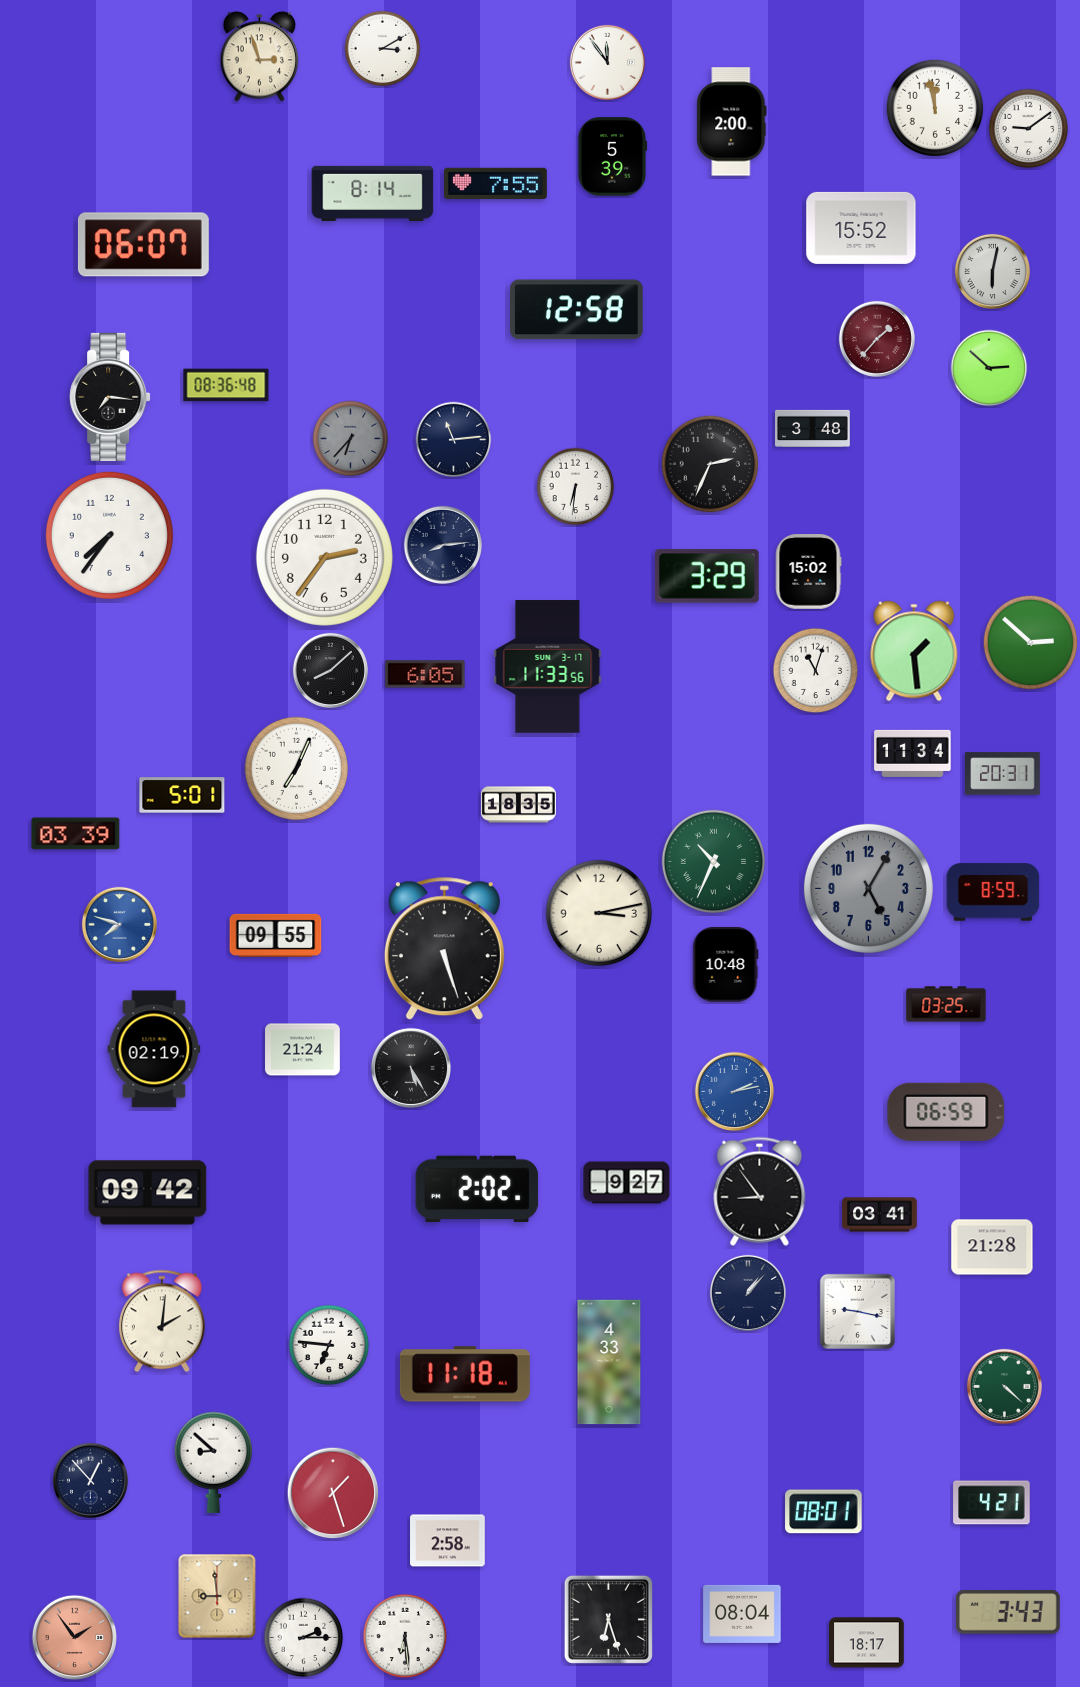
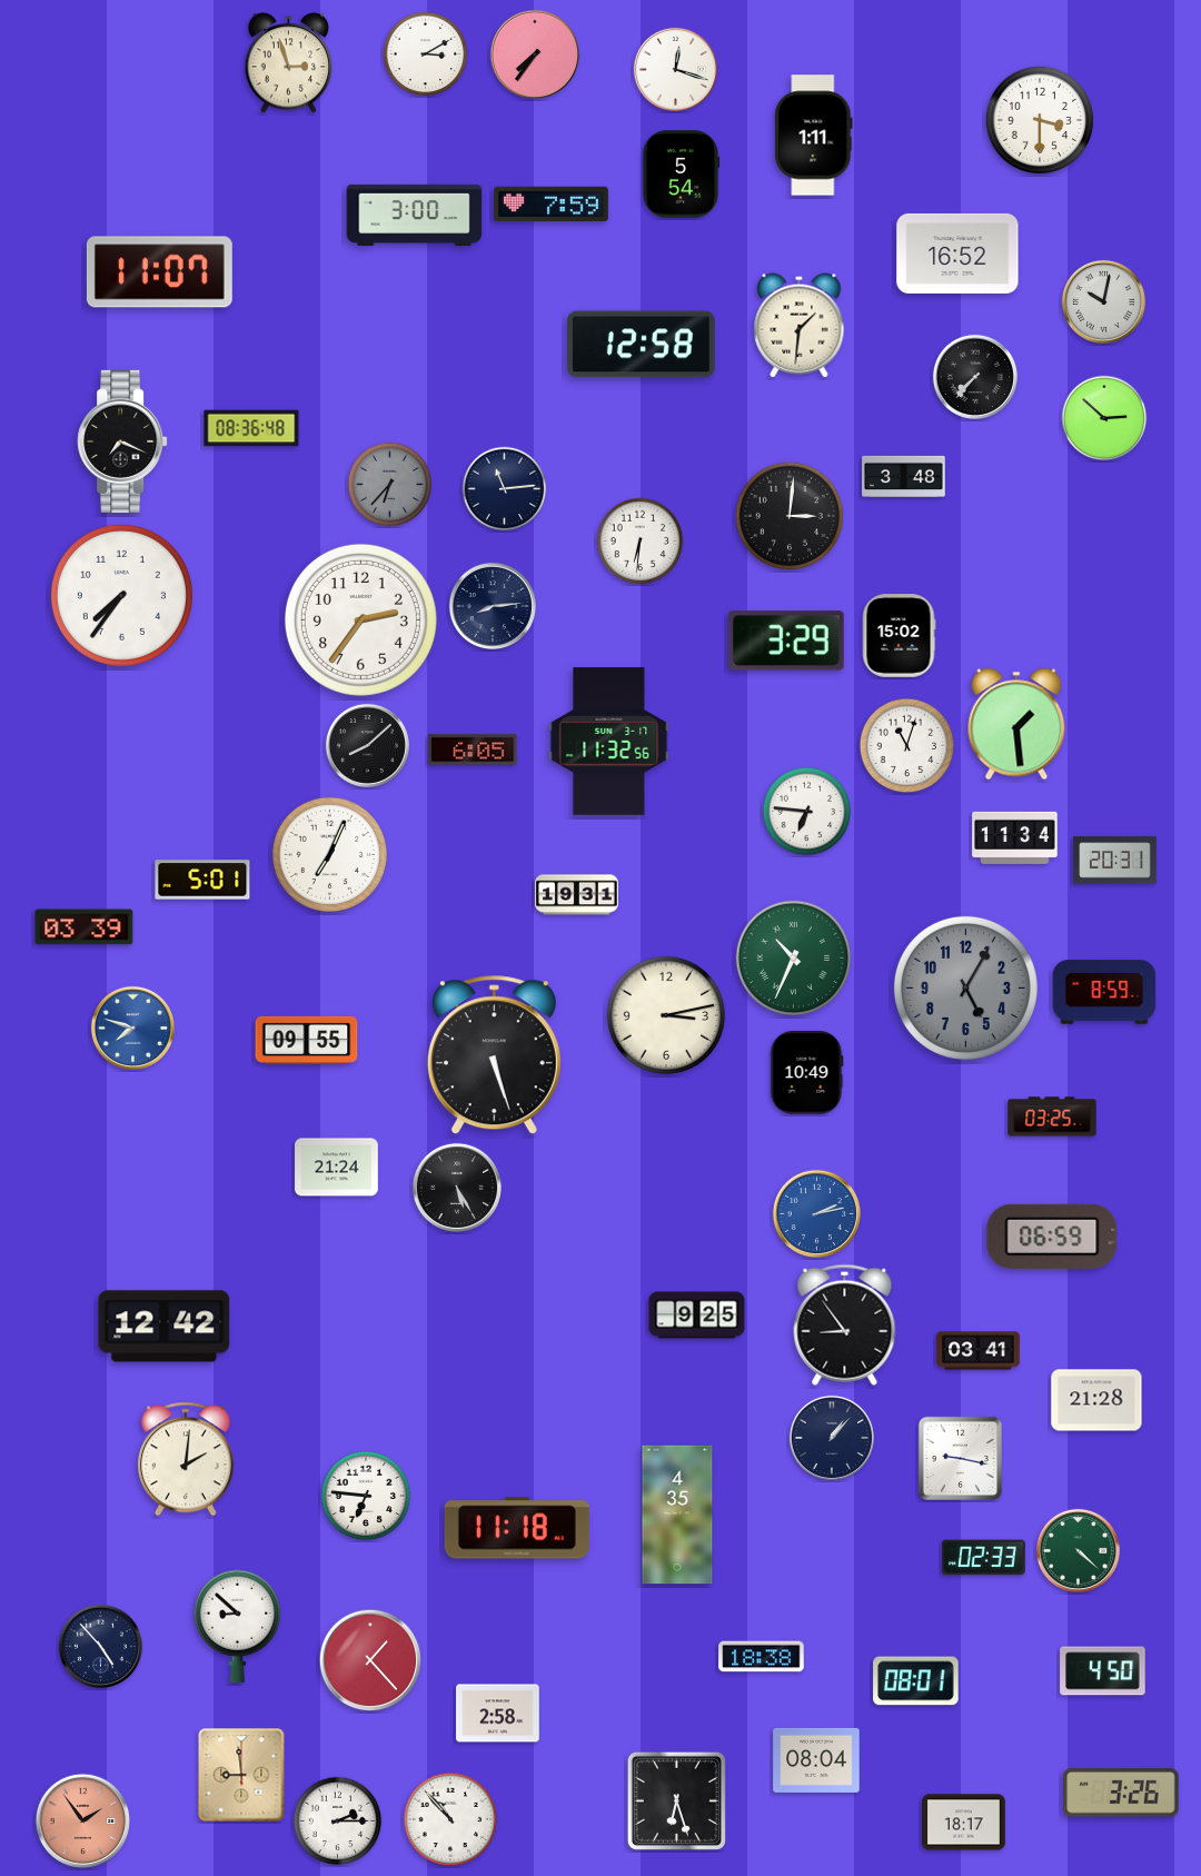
clock at (534, 53): none -> 7:36
clock at (607, 62): 11:54 -> 12:18
clock at (935, 108): 11:58 -> 3:30
clock at (732, 122): 2:00 -> 1:11
clock at (1029, 129): 9:09 -> none
clock at (612, 157): 5:39 -> 5:54
clock at (496, 184): 7:55 -> 7:59
clock at (373, 193): 8:14 -> 3:00
clock at (861, 228): 15:52 -> 16:52
clock at (143, 245): 06:07 -> 11:07
clock at (992, 271): 6:02 -> 10:02
clock at (800, 326): none -> 1:31
clock at (877, 339): 1:37 -> 7:37
clock at (877, 339) dial: burgundy -> black
clock at (989, 368) position: (989, 368) -> (1104, 418)
clock at (110, 397): 7:16 -> 7:19
clock at (351, 439) position: (351, 439) -> (390, 485)
clock at (710, 464): 2:34 -> 3:01
clock at (1031, 643): 2:52 -> none
clock at (548, 667): 11:33 -> 11:32
clock at (807, 812): none -> 6:46
clock at (182, 795) position: (182, 795) -> (202, 880)
clock at (519, 805): 18:35 -> 19:31
clock at (726, 965): 10:48 -> 10:49
clock at (154, 1049): 02:19 -> none
clock at (627, 1183): 9:27 -> 9:25
clock at (477, 1189): 2:02 -> none
clock at (148, 1193): 09:42 -> 12:42
clock at (992, 1247) position: (992, 1247) -> (1096, 1400)
clock at (857, 1311) position: (857, 1311) -> (960, 1458)
clock at (162, 1321) position: (162, 1321) -> (186, 1459)
clock at (609, 1362): 4:33 -> 4:35
clock at (1004, 1386) position: (1004, 1386) -> (1078, 1550)
clock at (984, 1558): none -> 02:33
clock at (90, 1480): 12:53 -> 4:53
clock at (762, 1657): none -> 18:38
clock at (333, 1493): 1:27 -> 1:23
clock at (992, 1503): 4:21 -> 4:50
clock at (1008, 1612): 3:43 -> 3:26
clock at (742, 1614) position: (742, 1614) -> (816, 1760)
clock at (405, 1636): 6:29 -> 10:53
clock at (867, 1643) position: (867, 1643) -> (964, 1823)
